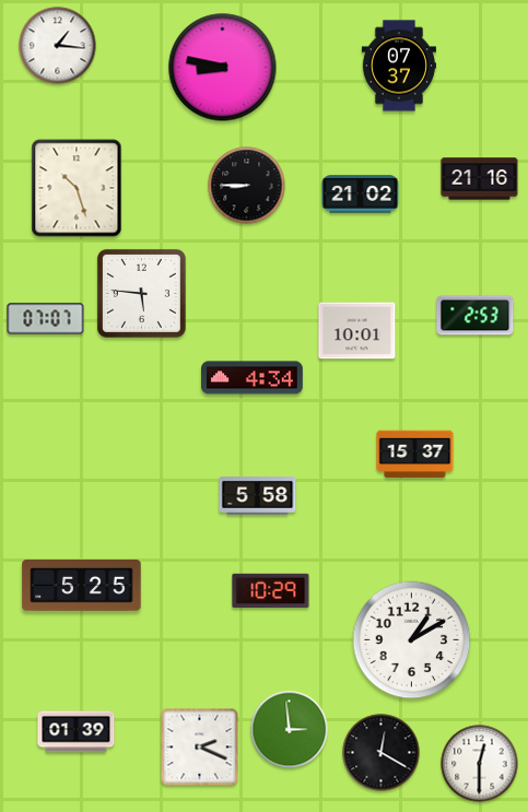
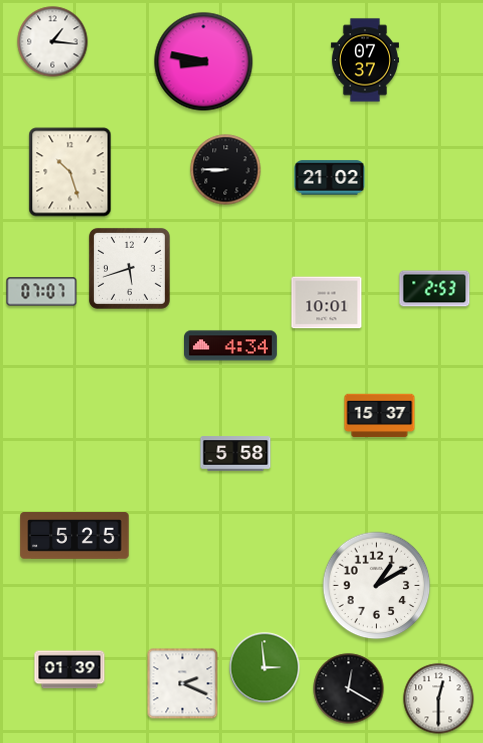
clock at (480, 179): 21:16 -> none
clock at (141, 293): 5:46 -> 5:42
clock at (271, 591): 10:29 -> none
